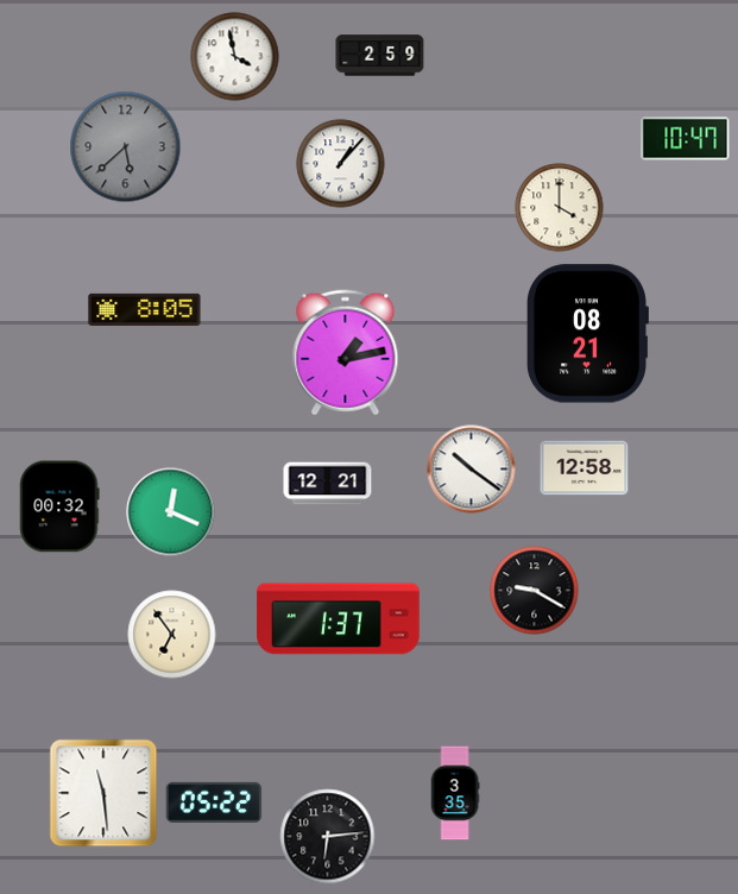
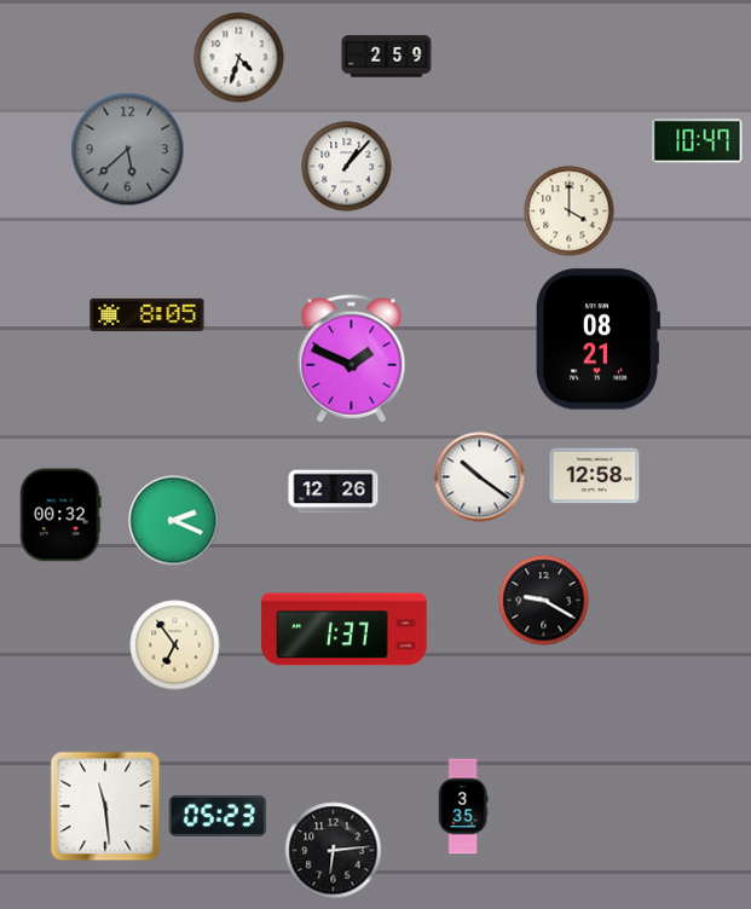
clock at (235, 57): 3:58 -> 4:33
clock at (346, 353): 1:13 -> 1:49
clock at (328, 484): 12:21 -> 12:26
clock at (171, 512): 12:19 -> 2:19
clock at (214, 802): 05:22 -> 05:23
